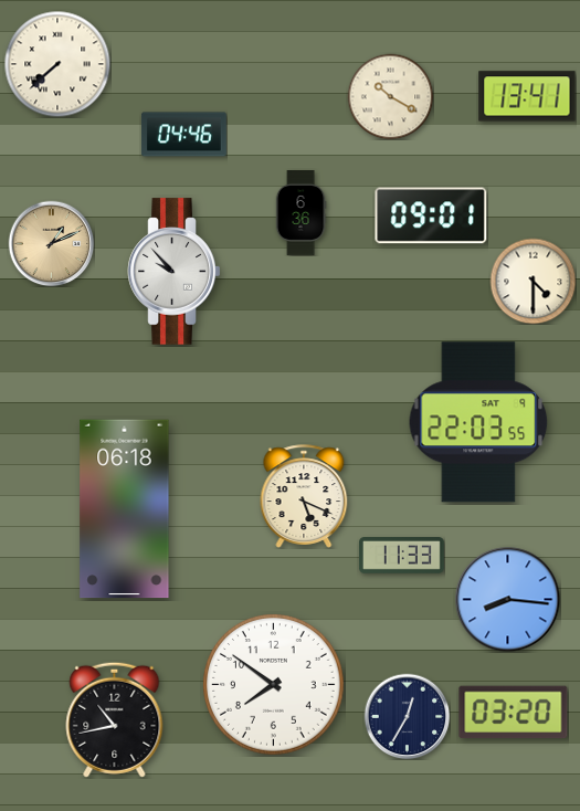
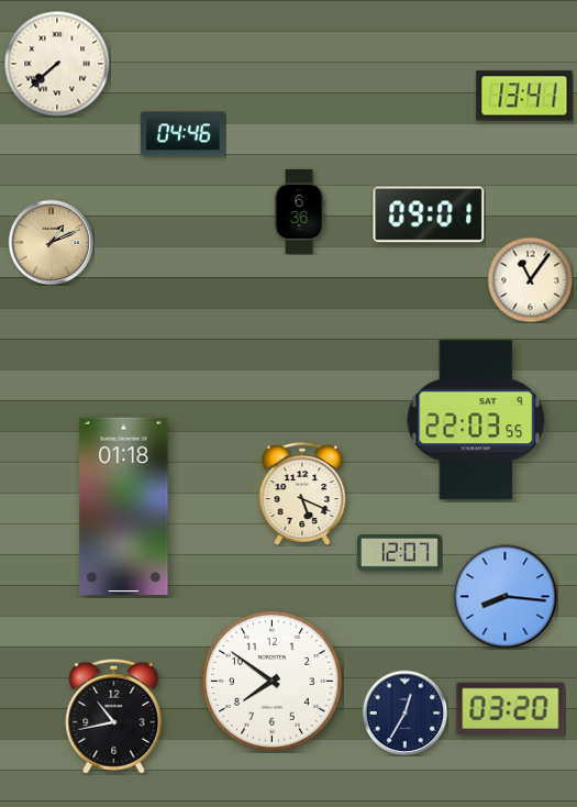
clock at (390, 96): 10:20 -> none
clock at (175, 272): 9:53 -> none
clock at (532, 281): 4:30 -> 11:06
clock at (125, 509): 06:18 -> 01:18
clock at (401, 556): 11:33 -> 12:07
